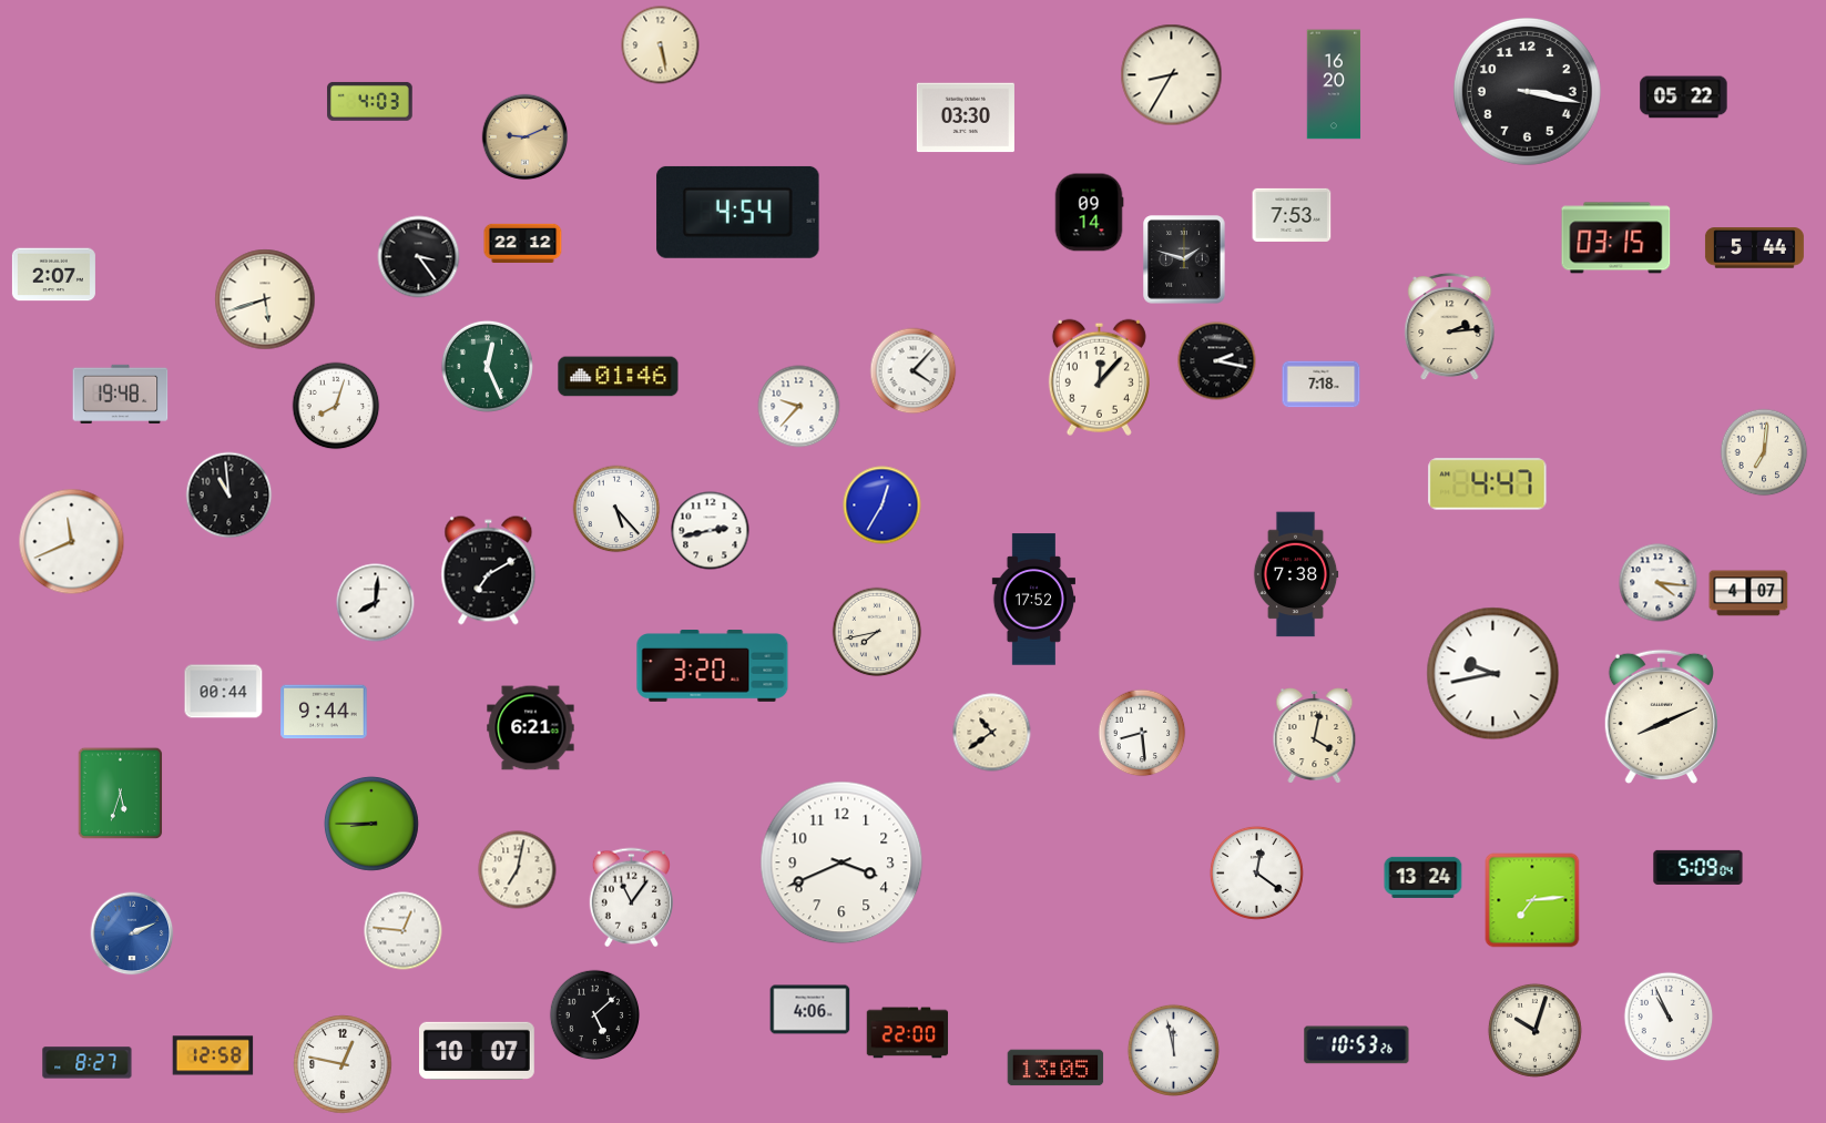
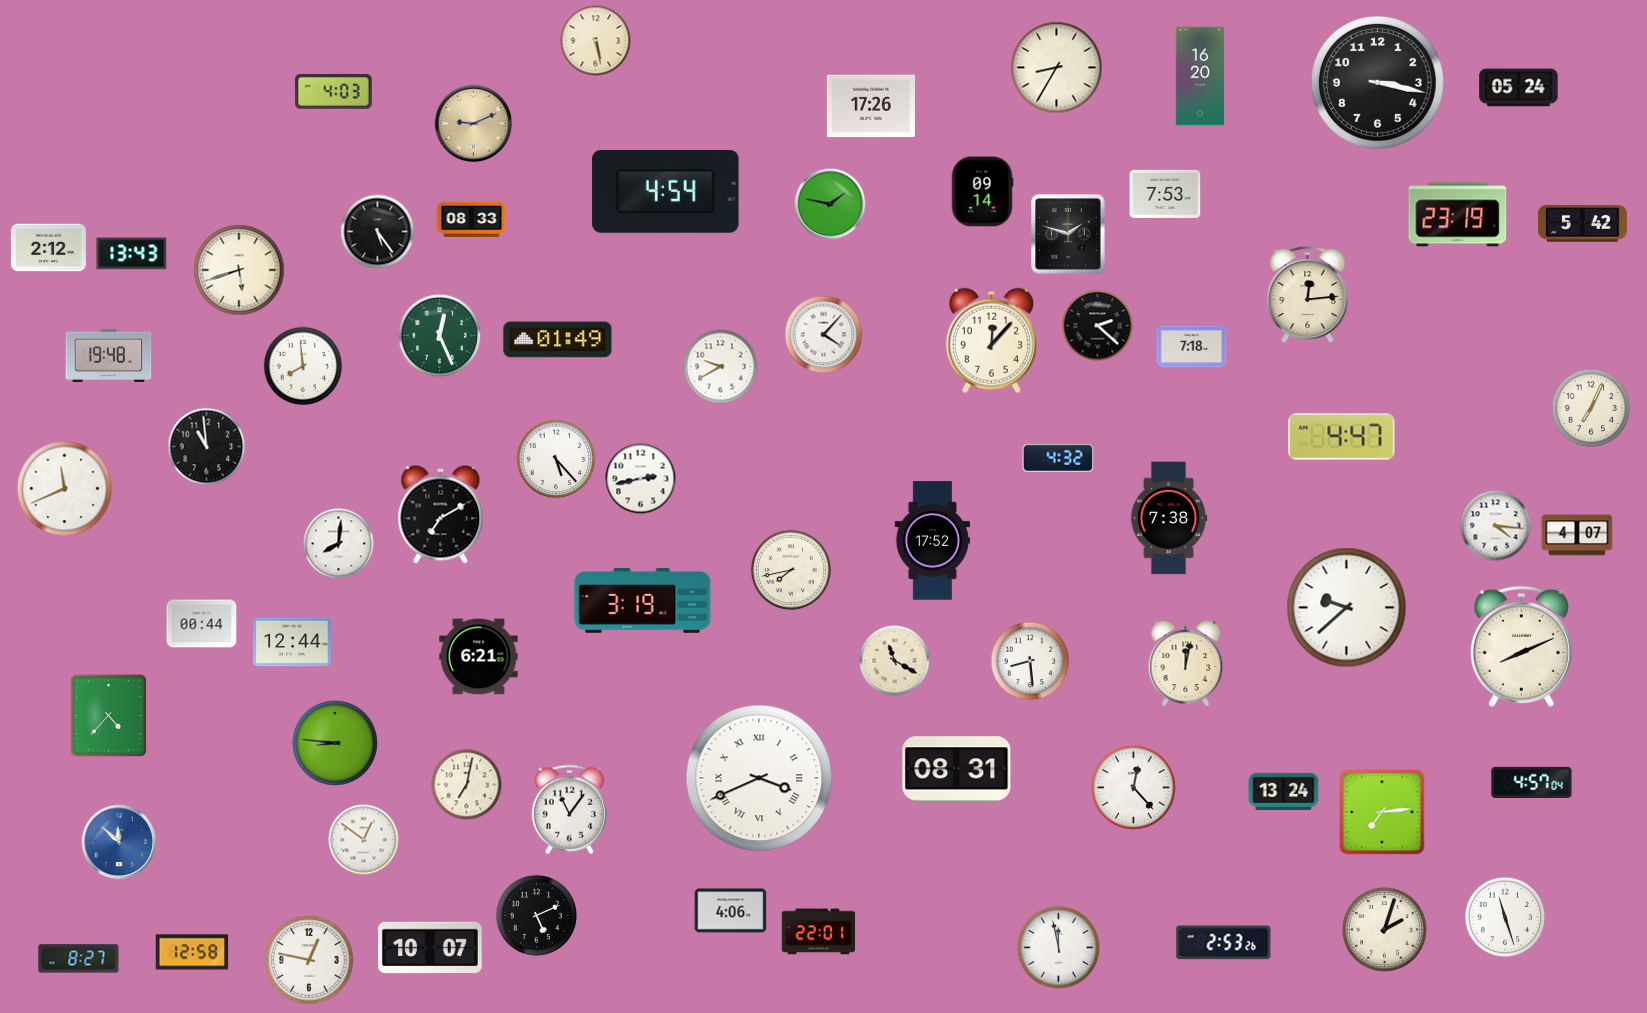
clock at (1334, 84) position: (1334, 84) -> (1200, 76)
clock at (1684, 98): 05:22 -> 05:24
clock at (966, 118): 03:30 -> 17:26
clock at (830, 204): none -> 1:47
clock at (1616, 238): 03:15 -> 23:19
clock at (523, 244): 22:12 -> 08:33
clock at (1754, 248): 5:44 -> 5:42
clock at (419, 257): 3:24 -> 5:24
clock at (53, 275): 2:07 -> 2:12
clock at (132, 254): none -> 13:43
clock at (1450, 327): 2:14 -> 12:14
clock at (1217, 361): 2:17 -> 2:22
clock at (487, 366) position: (487, 366) -> (439, 335)
clock at (619, 377): 01:46 -> 01:49
clock at (336, 406): 8:03 -> 7:59
clock at (799, 407): 9:37 -> 9:40
clock at (1764, 452): 7:01 -> 7:04
clock at (883, 506): 12:35 -> none
clock at (1058, 458): none -> 4:32
clock at (713, 666): 3:20 -> 3:19
clock at (1493, 674): 9:43 -> 9:38
clock at (324, 712): 9:44 -> 12:44
clock at (1661, 716) position: (1661, 716) -> (1521, 646)
clock at (992, 733): 10:39 -> 11:20
clock at (1315, 736): 4:02 -> 12:02
clock at (121, 794): 5:33 -> 4:37
clock at (371, 824): 8:45 -> 8:46
clock at (957, 770): none -> 08:31
clock at (841, 862) numerals: Arabic -> Roman
clock at (1699, 867): 5:09 -> 4:57
clock at (1256, 872): 12:21 -> 12:23
clock at (404, 931): 12:46 -> 12:51
clock at (132, 933): 2:11 -> 11:52
clock at (595, 1015): 5:08 -> 5:11
clock at (1669, 1017): 10:56 -> 11:27
clock at (1534, 1030): 10:03 -> 2:03
clock at (908, 1033): 22:00 -> 22:01
clock at (1357, 1045): 10:53 -> 2:53
clock at (1055, 1068): 13:05 -> none
